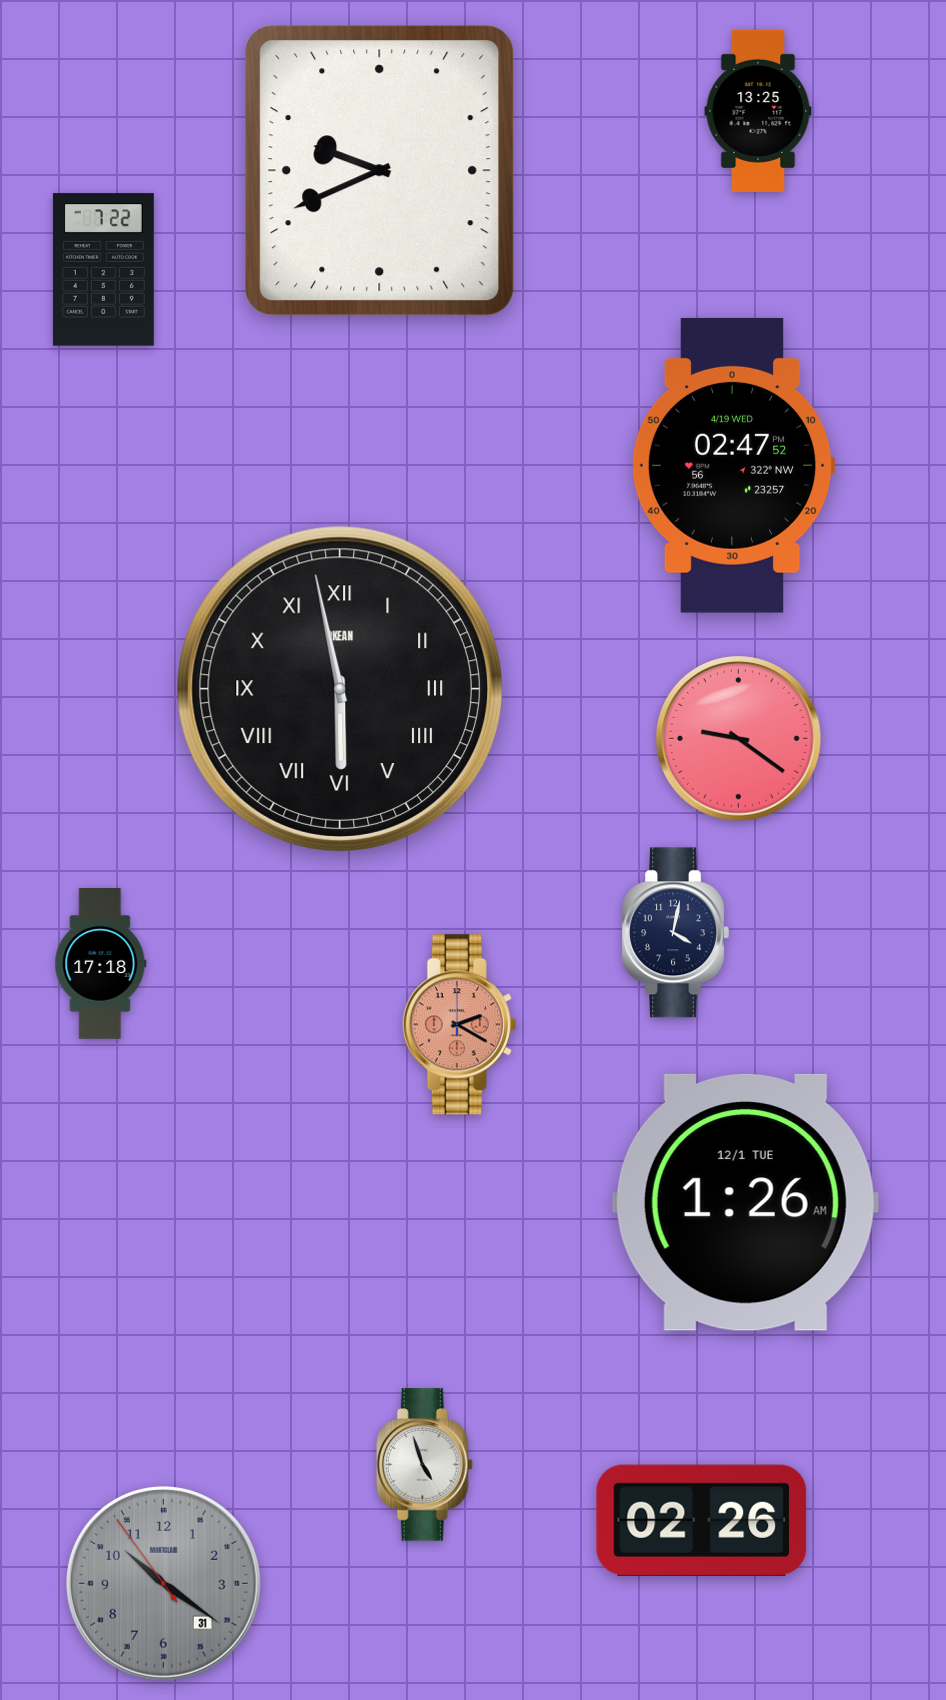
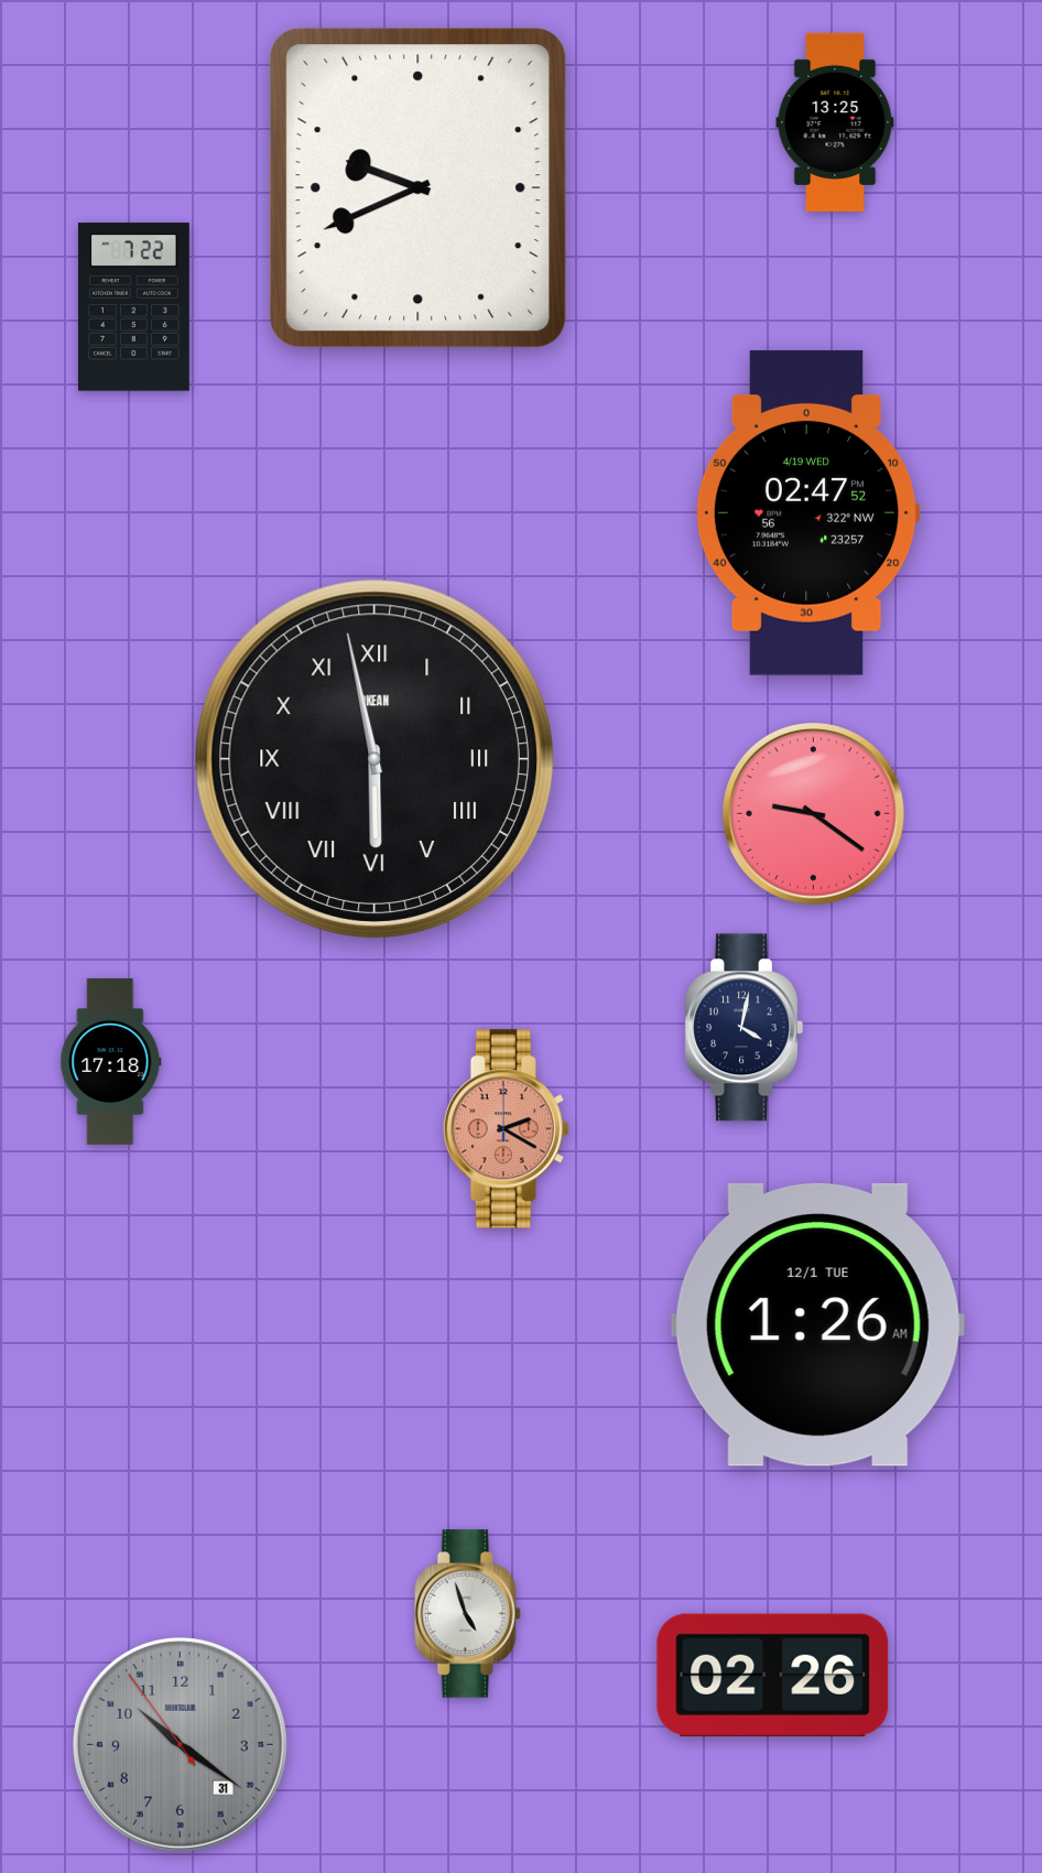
clock at (103, 270) position: (103, 270) -> (133, 307)
clock at (745, 1202) position: (745, 1202) -> (817, 1324)
